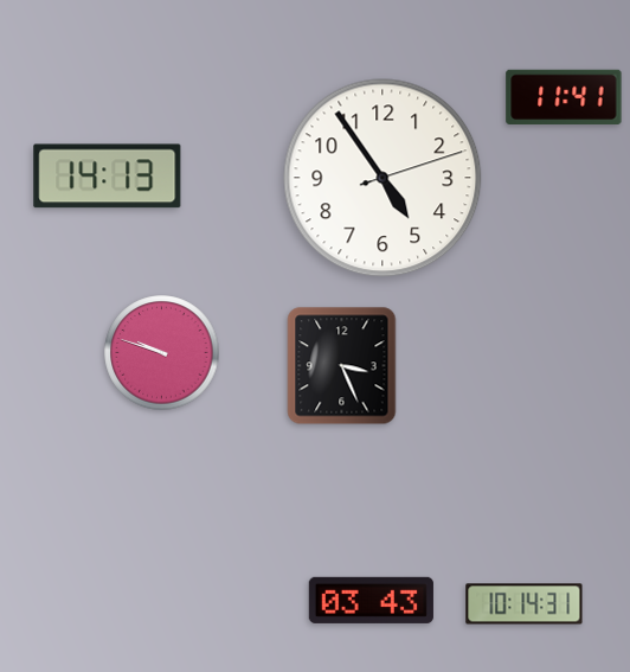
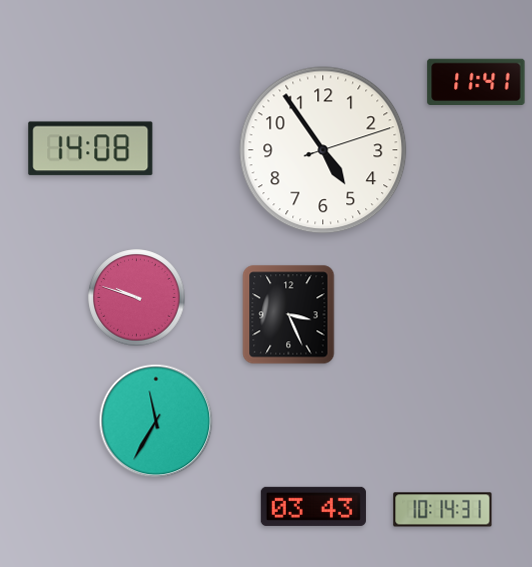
clock at (108, 177): 14:13 -> 14:08
clock at (342, 366) position: (342, 366) -> (289, 315)
clock at (156, 421): none -> 11:35
